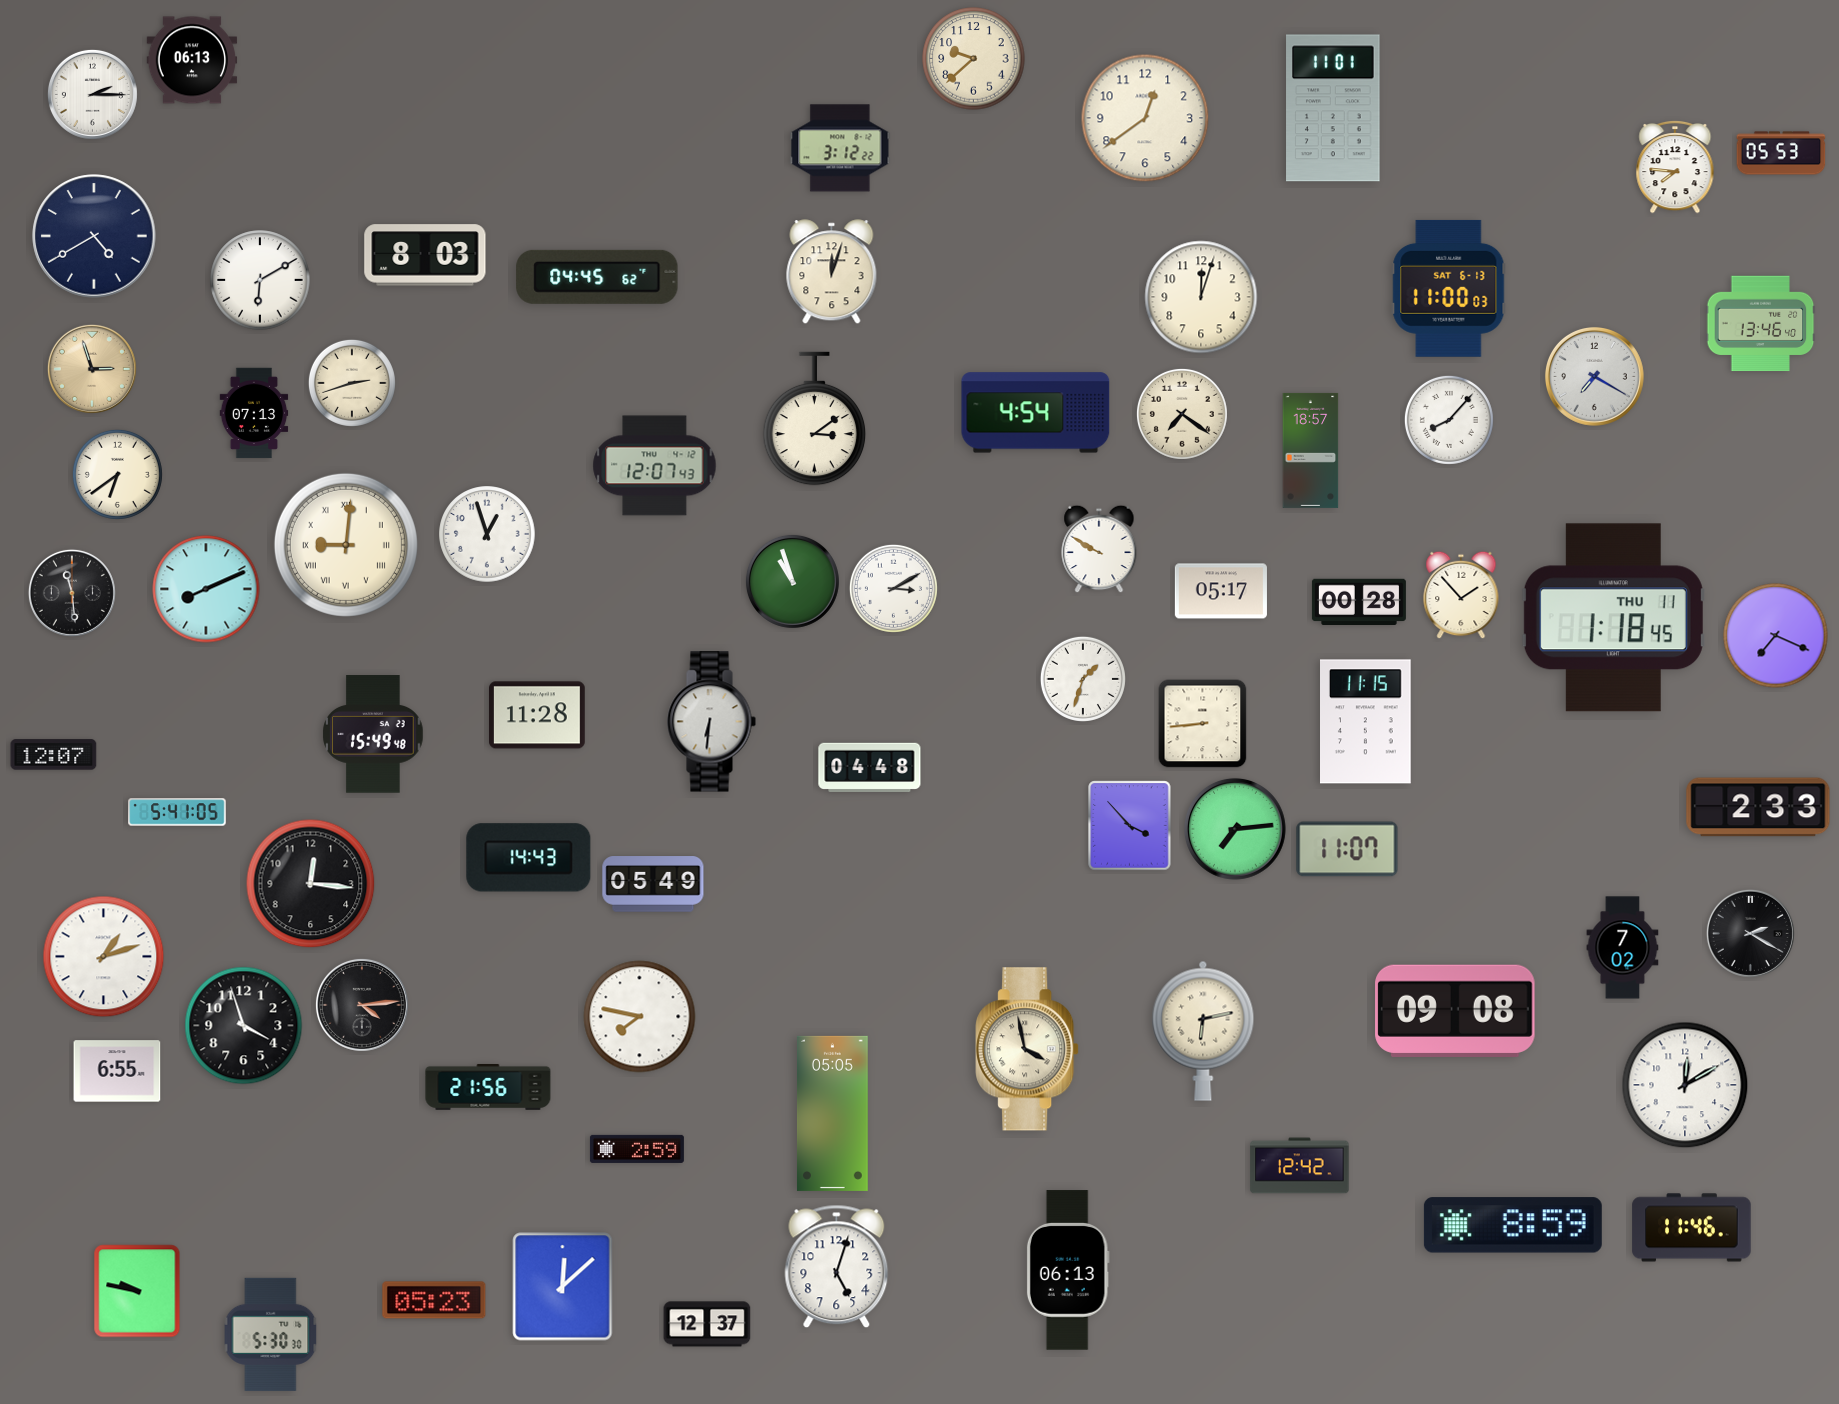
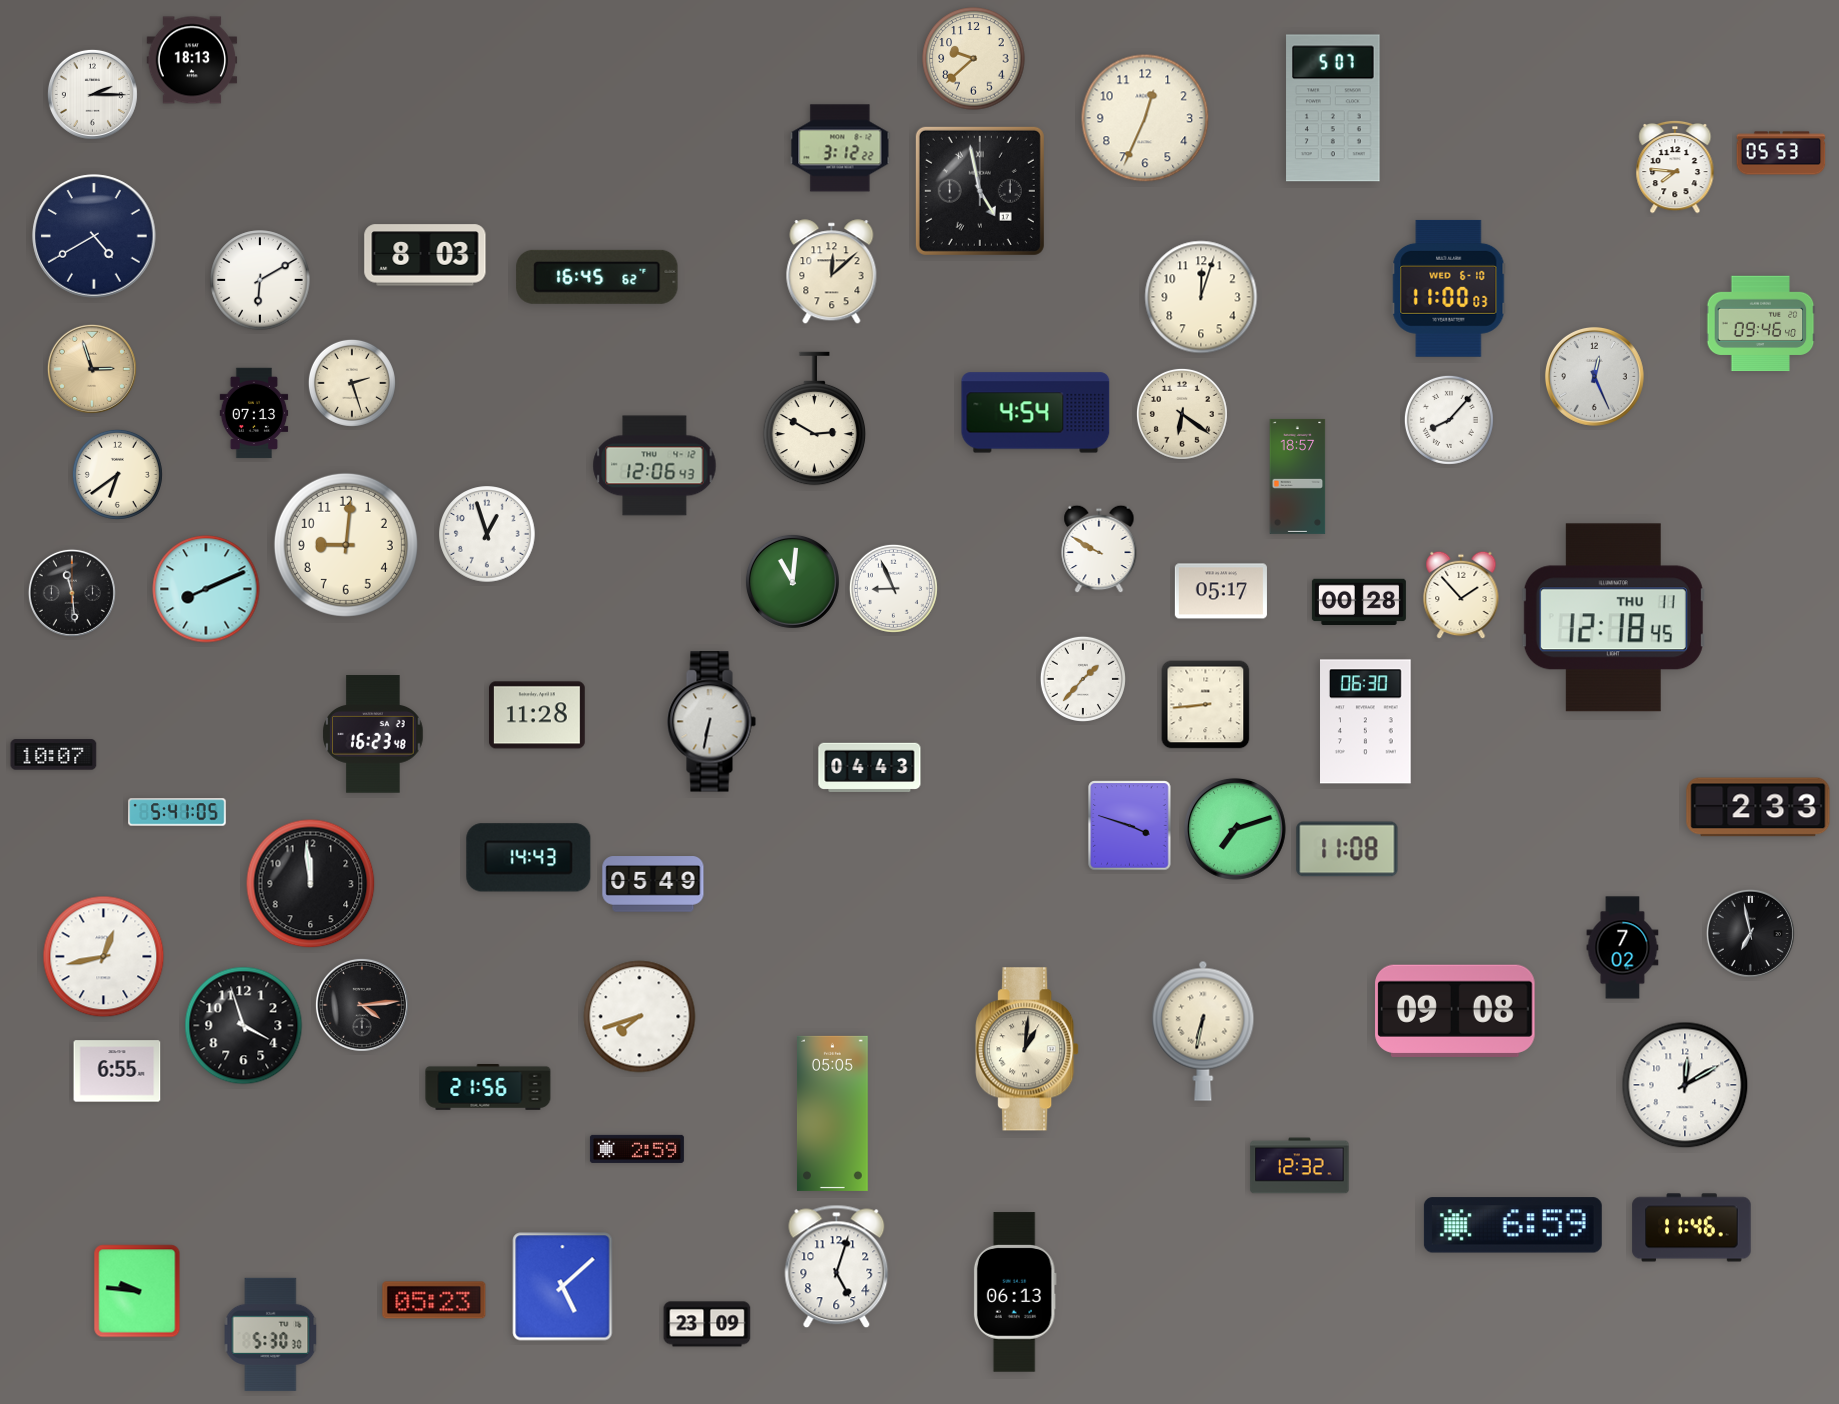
clock at (192, 60): 06:13 -> 18:13
clock at (1333, 108): 11:01 -> 5:07
clock at (1145, 118): 12:39 -> 12:34
clock at (980, 191): none -> 4:58
clock at (832, 272): 12:03 -> 12:08
clock at (597, 277): 04:45 -> 16:45
clock at (1449, 288) date: SAT 6-13 -> WED 6-10
clock at (1761, 324): 13:46 -> 09:46
clock at (1594, 376): 7:20 -> 12:26
clock at (352, 383): 2:42 -> 2:27
clock at (1182, 414): 7:21 -> 6:21
clock at (815, 419): 3:09 -> 2:50
clock at (1311, 450) position: (1311, 450) -> (1298, 476)
clock at (655, 466): 12:07 -> 12:06
clock at (346, 545) numerals: Roman -> Arabic
clock at (792, 581): 10:57 -> 11:01
clock at (893, 588): 3:10 -> 8:56
clock at (1613, 618): 1:18 -> 12:18
clock at (1776, 636): 7:19 -> none
clock at (1083, 679): 1:33 -> 1:37
clock at (711, 722): 6:31 -> 6:32
clock at (1366, 722): 11:15 -> 06:30
clock at (1203, 724) position: (1203, 724) -> (1206, 705)
clock at (373, 734): 15:49 -> 16:23
clock at (54, 755): 12:07 -> 10:07
clock at (870, 767): 04:48 -> 04:43
clock at (1130, 826): 3:53 -> 3:48
clock at (1235, 829): 7:14 -> 7:12
clock at (1347, 849): 11:07 -> 11:08
clock at (311, 884): 12:16 -> 11:59
clock at (1750, 933): 2:20 -> 6:58
clock at (104, 957): 1:12 -> 12:43
clock at (640, 1017): 7:47 -> 7:42
clock at (1203, 1031): 6:13 -> 6:32
clock at (1027, 1049): 3:58 -> 1:01
clock at (1300, 1166): 12:42 -> 12:32
clock at (1513, 1225): 8:59 -> 6:59
clock at (1068, 1270) position: (1068, 1270) -> (1015, 1292)
clock at (563, 1287): 12:08 -> 5:08
clock at (137, 1291): 9:47 -> 9:46
clock at (707, 1324): 12:37 -> 23:09
